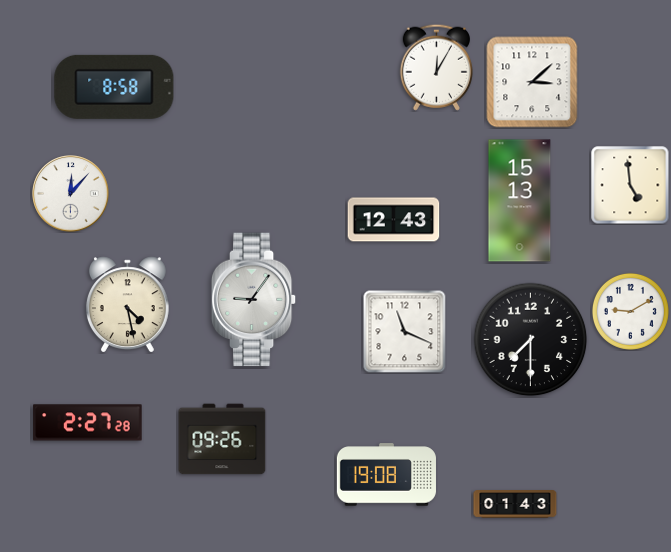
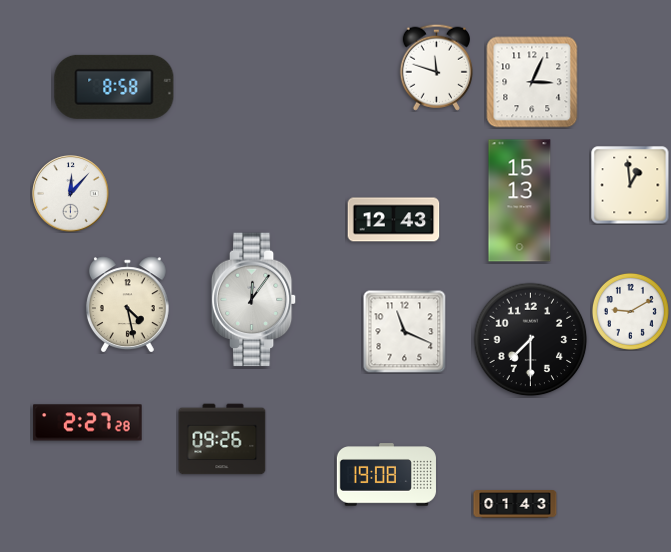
clock at (436, 67): 12:05 -> 11:48
clock at (532, 82): 3:08 -> 3:04
clock at (630, 185): 4:59 -> 12:59
clock at (254, 300): 9:06 -> 12:06
